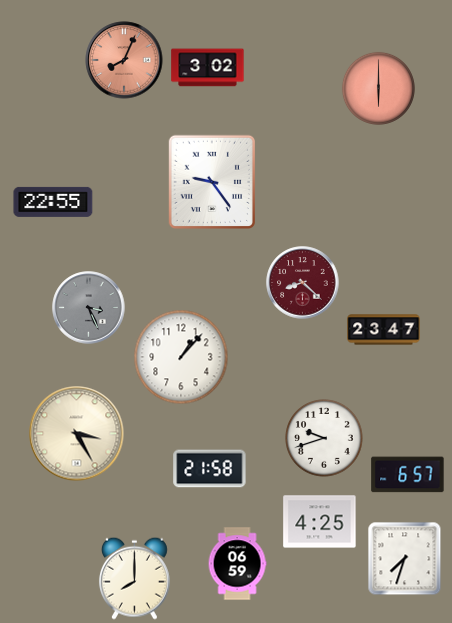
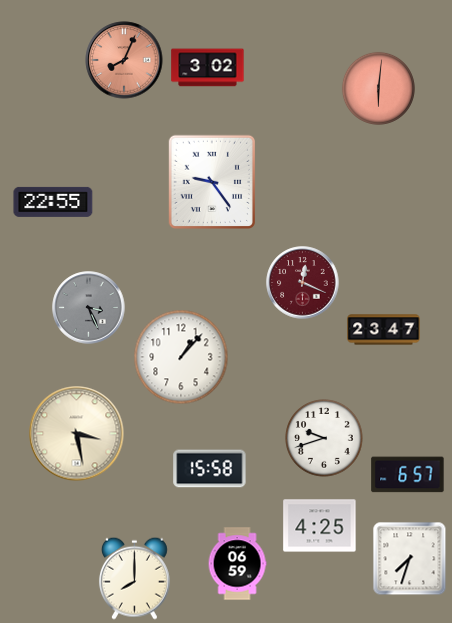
clock at (378, 88): 6:00 -> 6:01
clock at (303, 283): 8:22 -> 12:19
clock at (77, 434): 3:25 -> 3:28
clock at (210, 469): 21:58 -> 15:58
clock at (320, 522) position: (320, 522) -> (320, 526)
clock at (405, 559) position: (405, 559) -> (410, 559)
